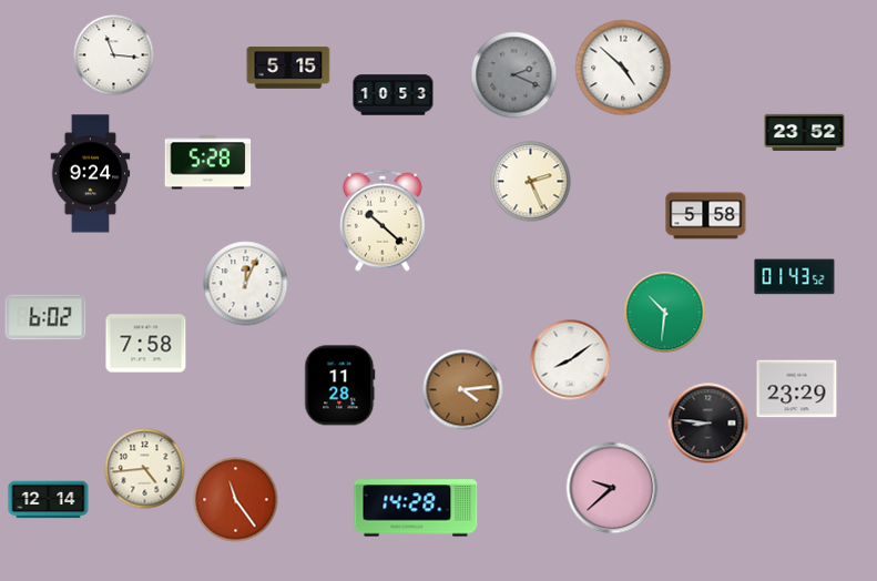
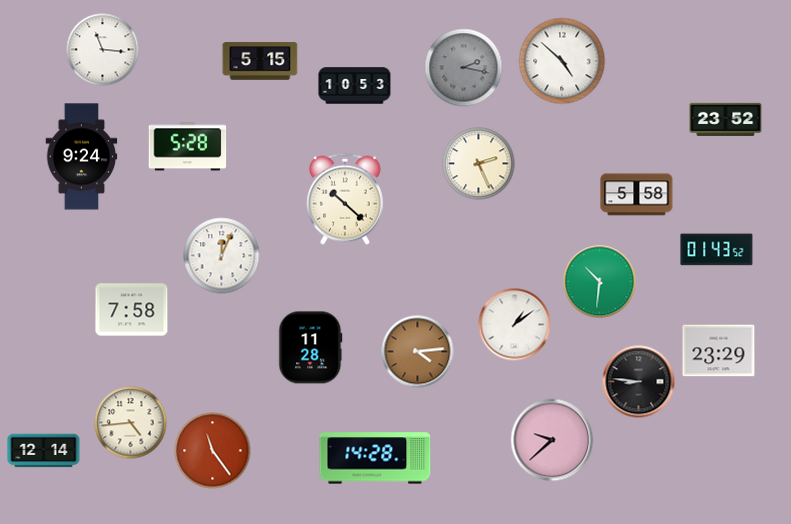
clock at (514, 75): 2:19 -> 2:17
clock at (45, 317): 6:02 -> none
clock at (571, 360): 8:09 -> 1:09
clock at (340, 386) position: (340, 386) -> (311, 348)
